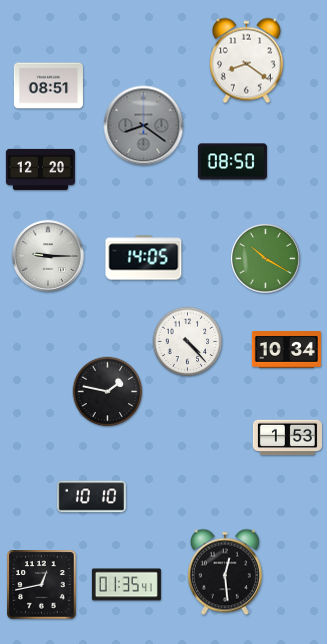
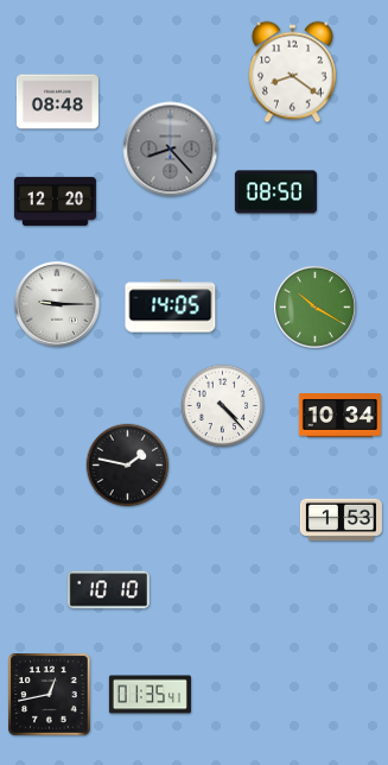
clock at (48, 86): 08:51 -> 08:48
clock at (144, 126): 8:21 -> 8:23
clock at (40, 169) position: (40, 169) -> (55, 201)
clock at (225, 572): 12:29 -> none
